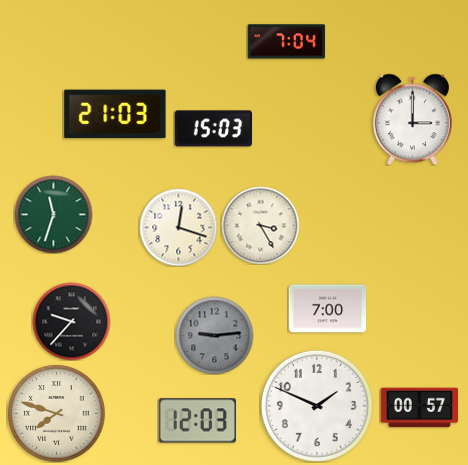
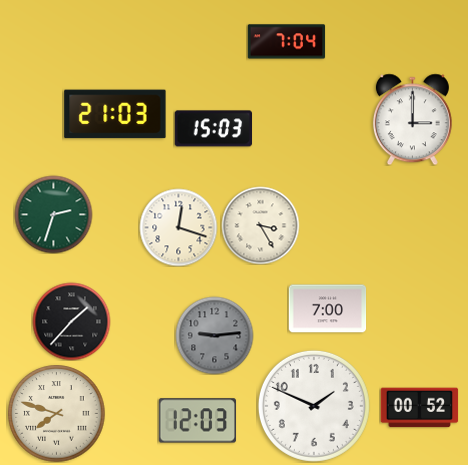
clock at (53, 214): 11:33 -> 2:33
clock at (71, 321): 9:37 -> 1:37
clock at (317, 406) position: (317, 406) -> (314, 406)
clock at (419, 408): 00:57 -> 00:52
